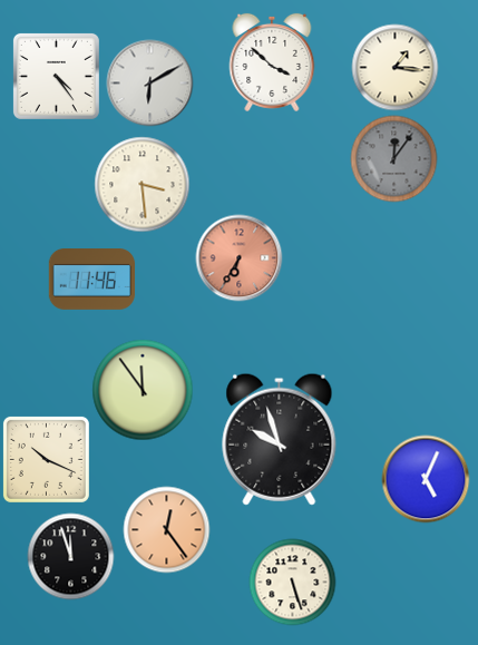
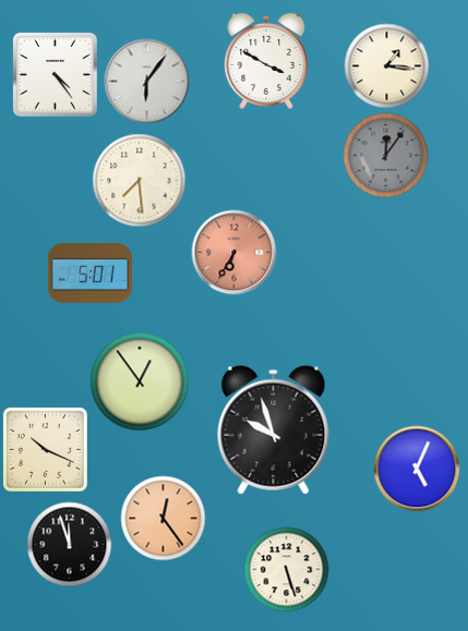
clock at (272, 62): 3:52 -> 3:50
clock at (149, 82): 6:10 -> 6:06
clock at (142, 184): 3:29 -> 7:29
clock at (91, 280): 11:46 -> 5:01
clock at (143, 390): 11:54 -> 12:54
